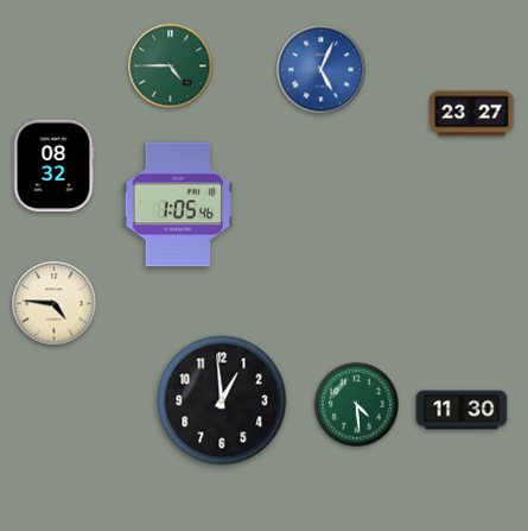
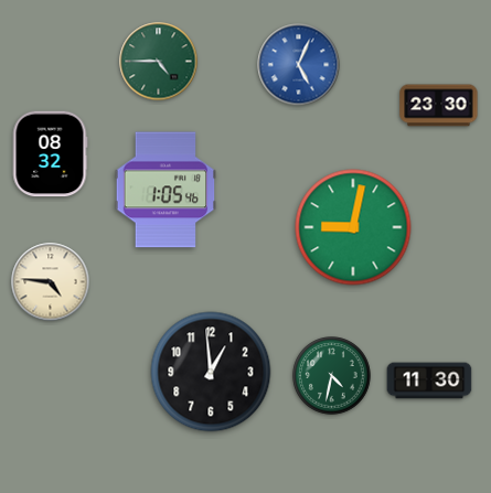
clock at (472, 114): 23:27 -> 23:30
clock at (353, 227): none -> 9:02
clock at (222, 400) position: (222, 400) -> (211, 372)
clock at (357, 405): 4:29 -> 4:32
